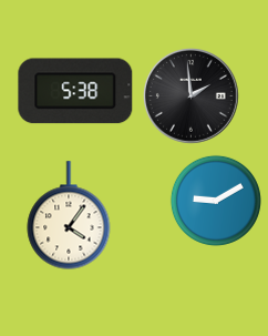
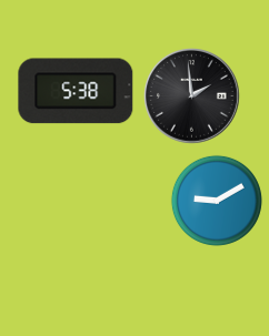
clock at (69, 215): 4:06 -> none
